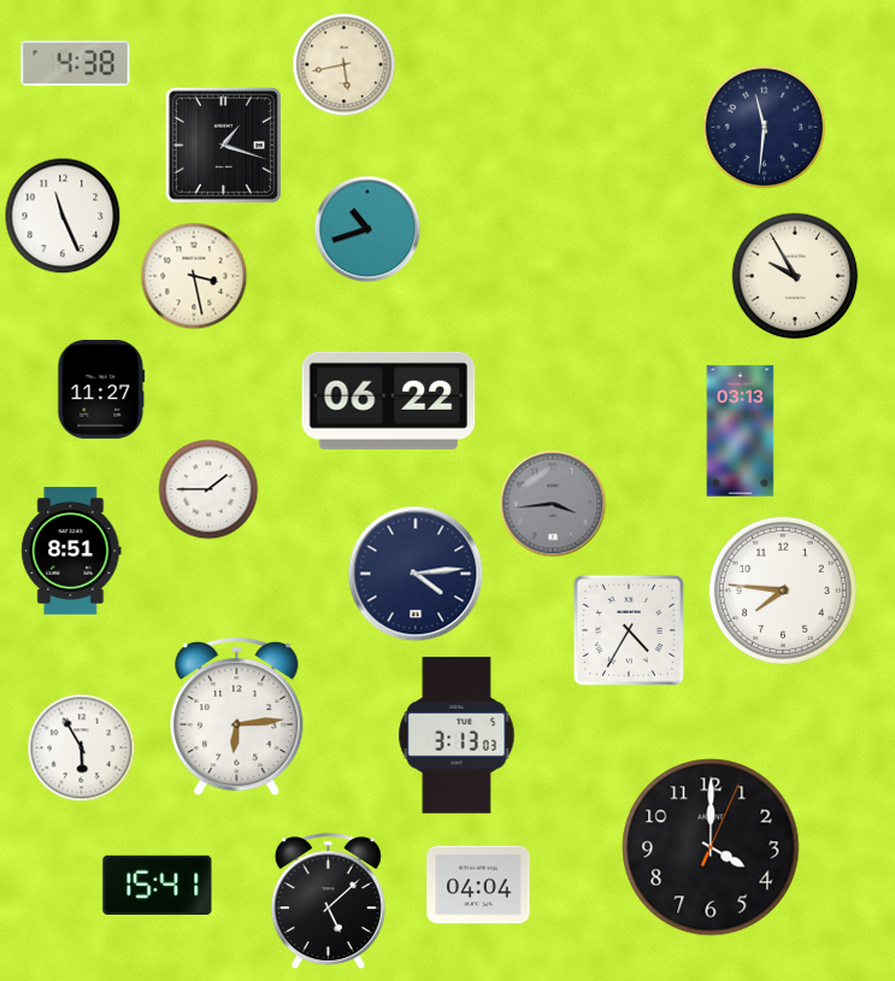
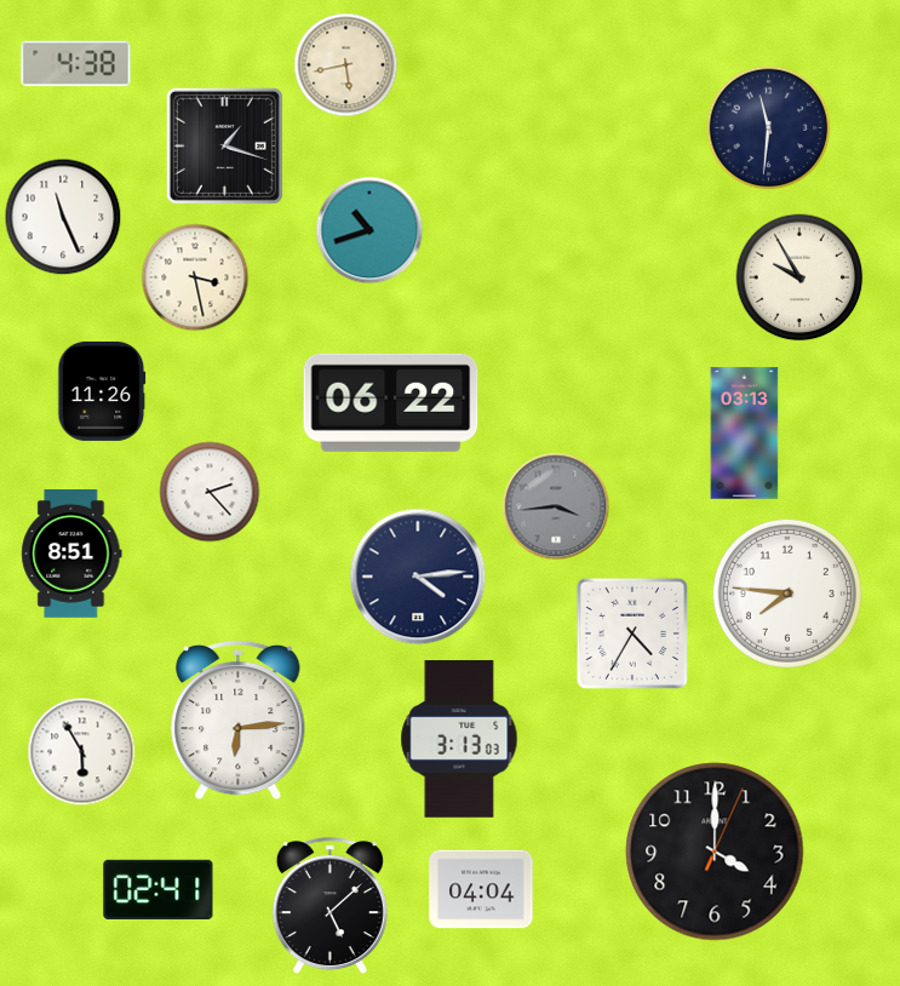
clock at (101, 389): 11:27 -> 11:26
clock at (208, 489): 1:45 -> 2:23
clock at (158, 885): 15:41 -> 02:41
